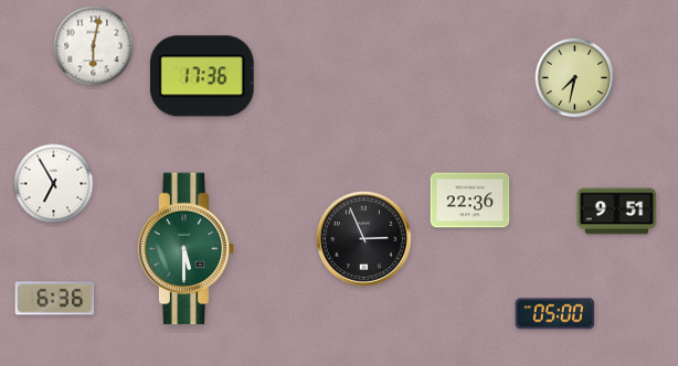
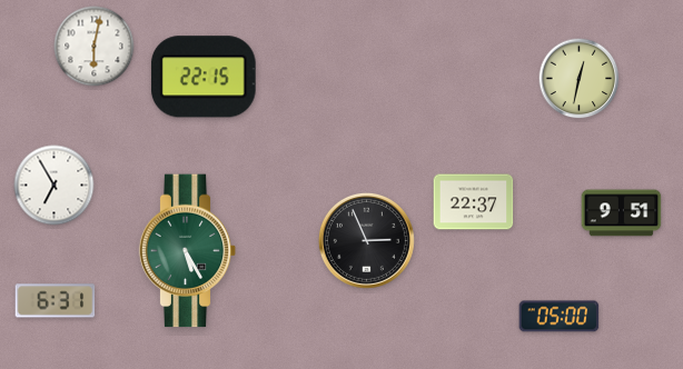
clock at (202, 76): 17:36 -> 22:15
clock at (575, 78): 7:32 -> 12:32
clock at (470, 201): 22:36 -> 22:37
clock at (187, 249): 5:30 -> 5:25
clock at (55, 299): 6:36 -> 6:31
